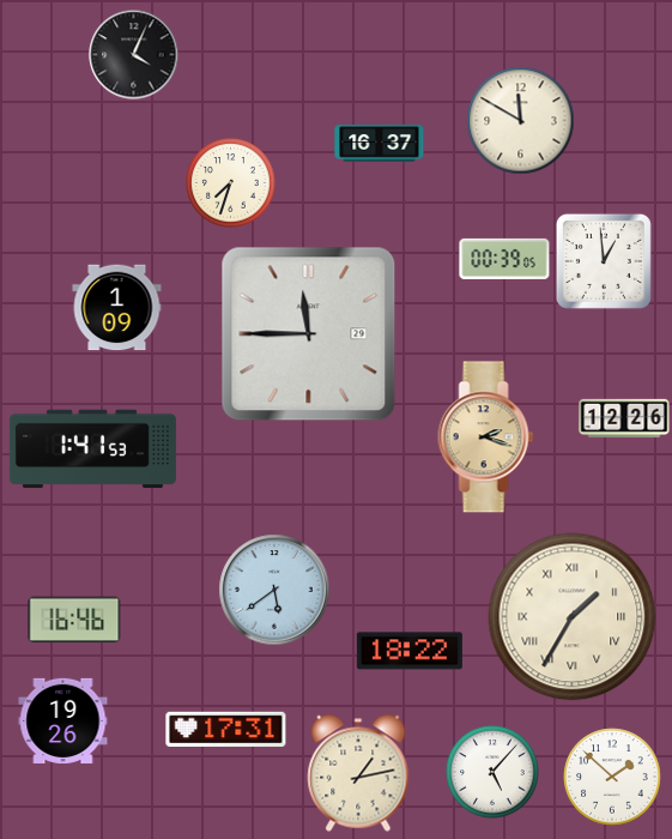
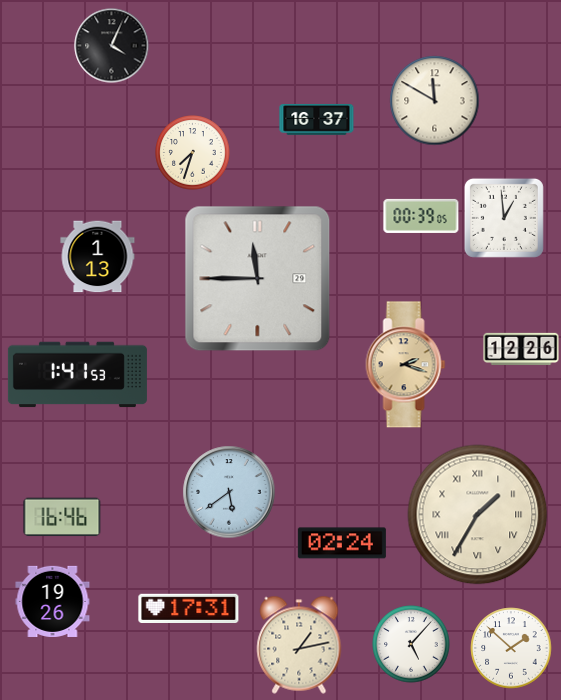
clock at (117, 308): 1:09 -> 1:13
clock at (410, 651): 18:22 -> 02:24
